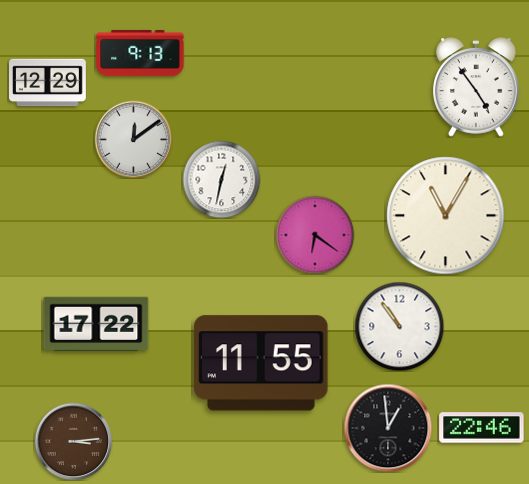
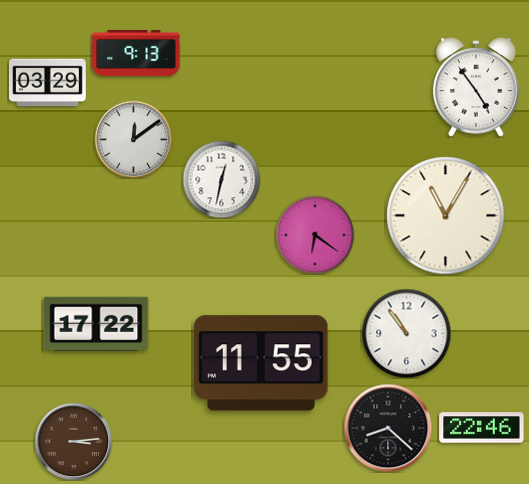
clock at (140, 53) position: (140, 53) -> (136, 53)
clock at (48, 83): 12:29 -> 03:29
clock at (399, 326) position: (399, 326) -> (406, 333)
clock at (388, 428): 12:59 -> 8:22
